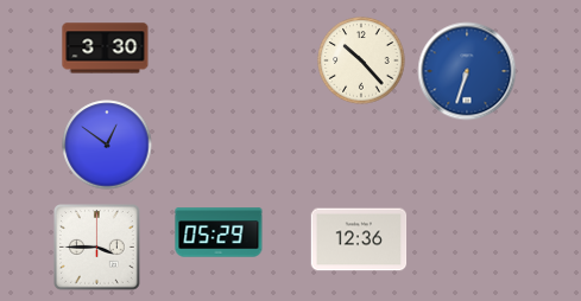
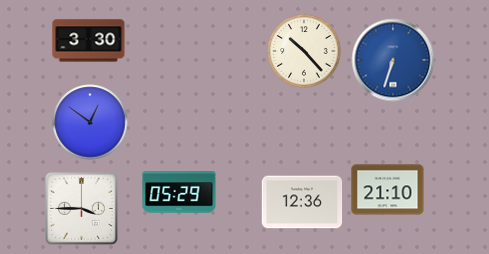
clock at (388, 190): none -> 21:10
clock at (219, 232) position: (219, 232) -> (179, 192)
